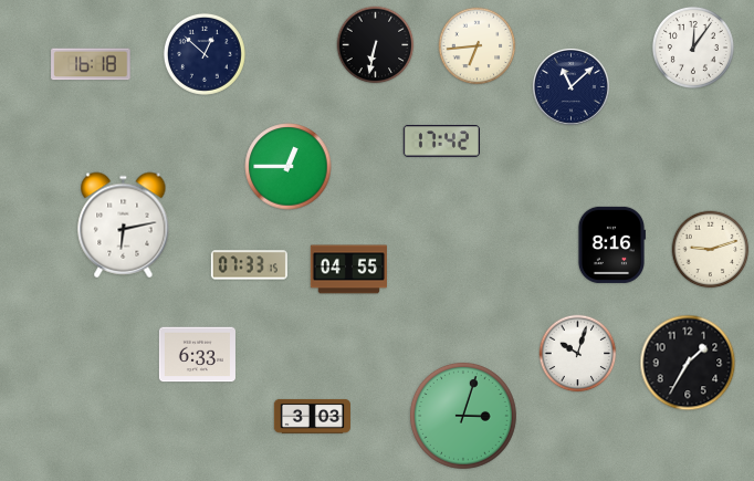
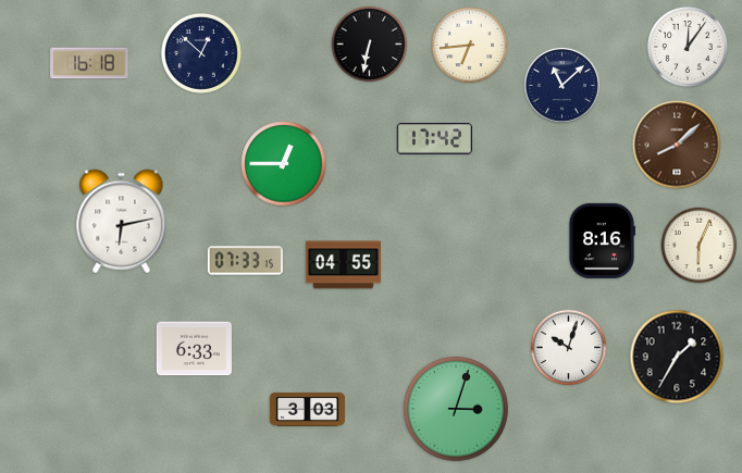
clock at (693, 48) position: (693, 48) -> (688, 47)
clock at (677, 145): none -> 8:08
clock at (711, 250): 9:12 -> 6:04
